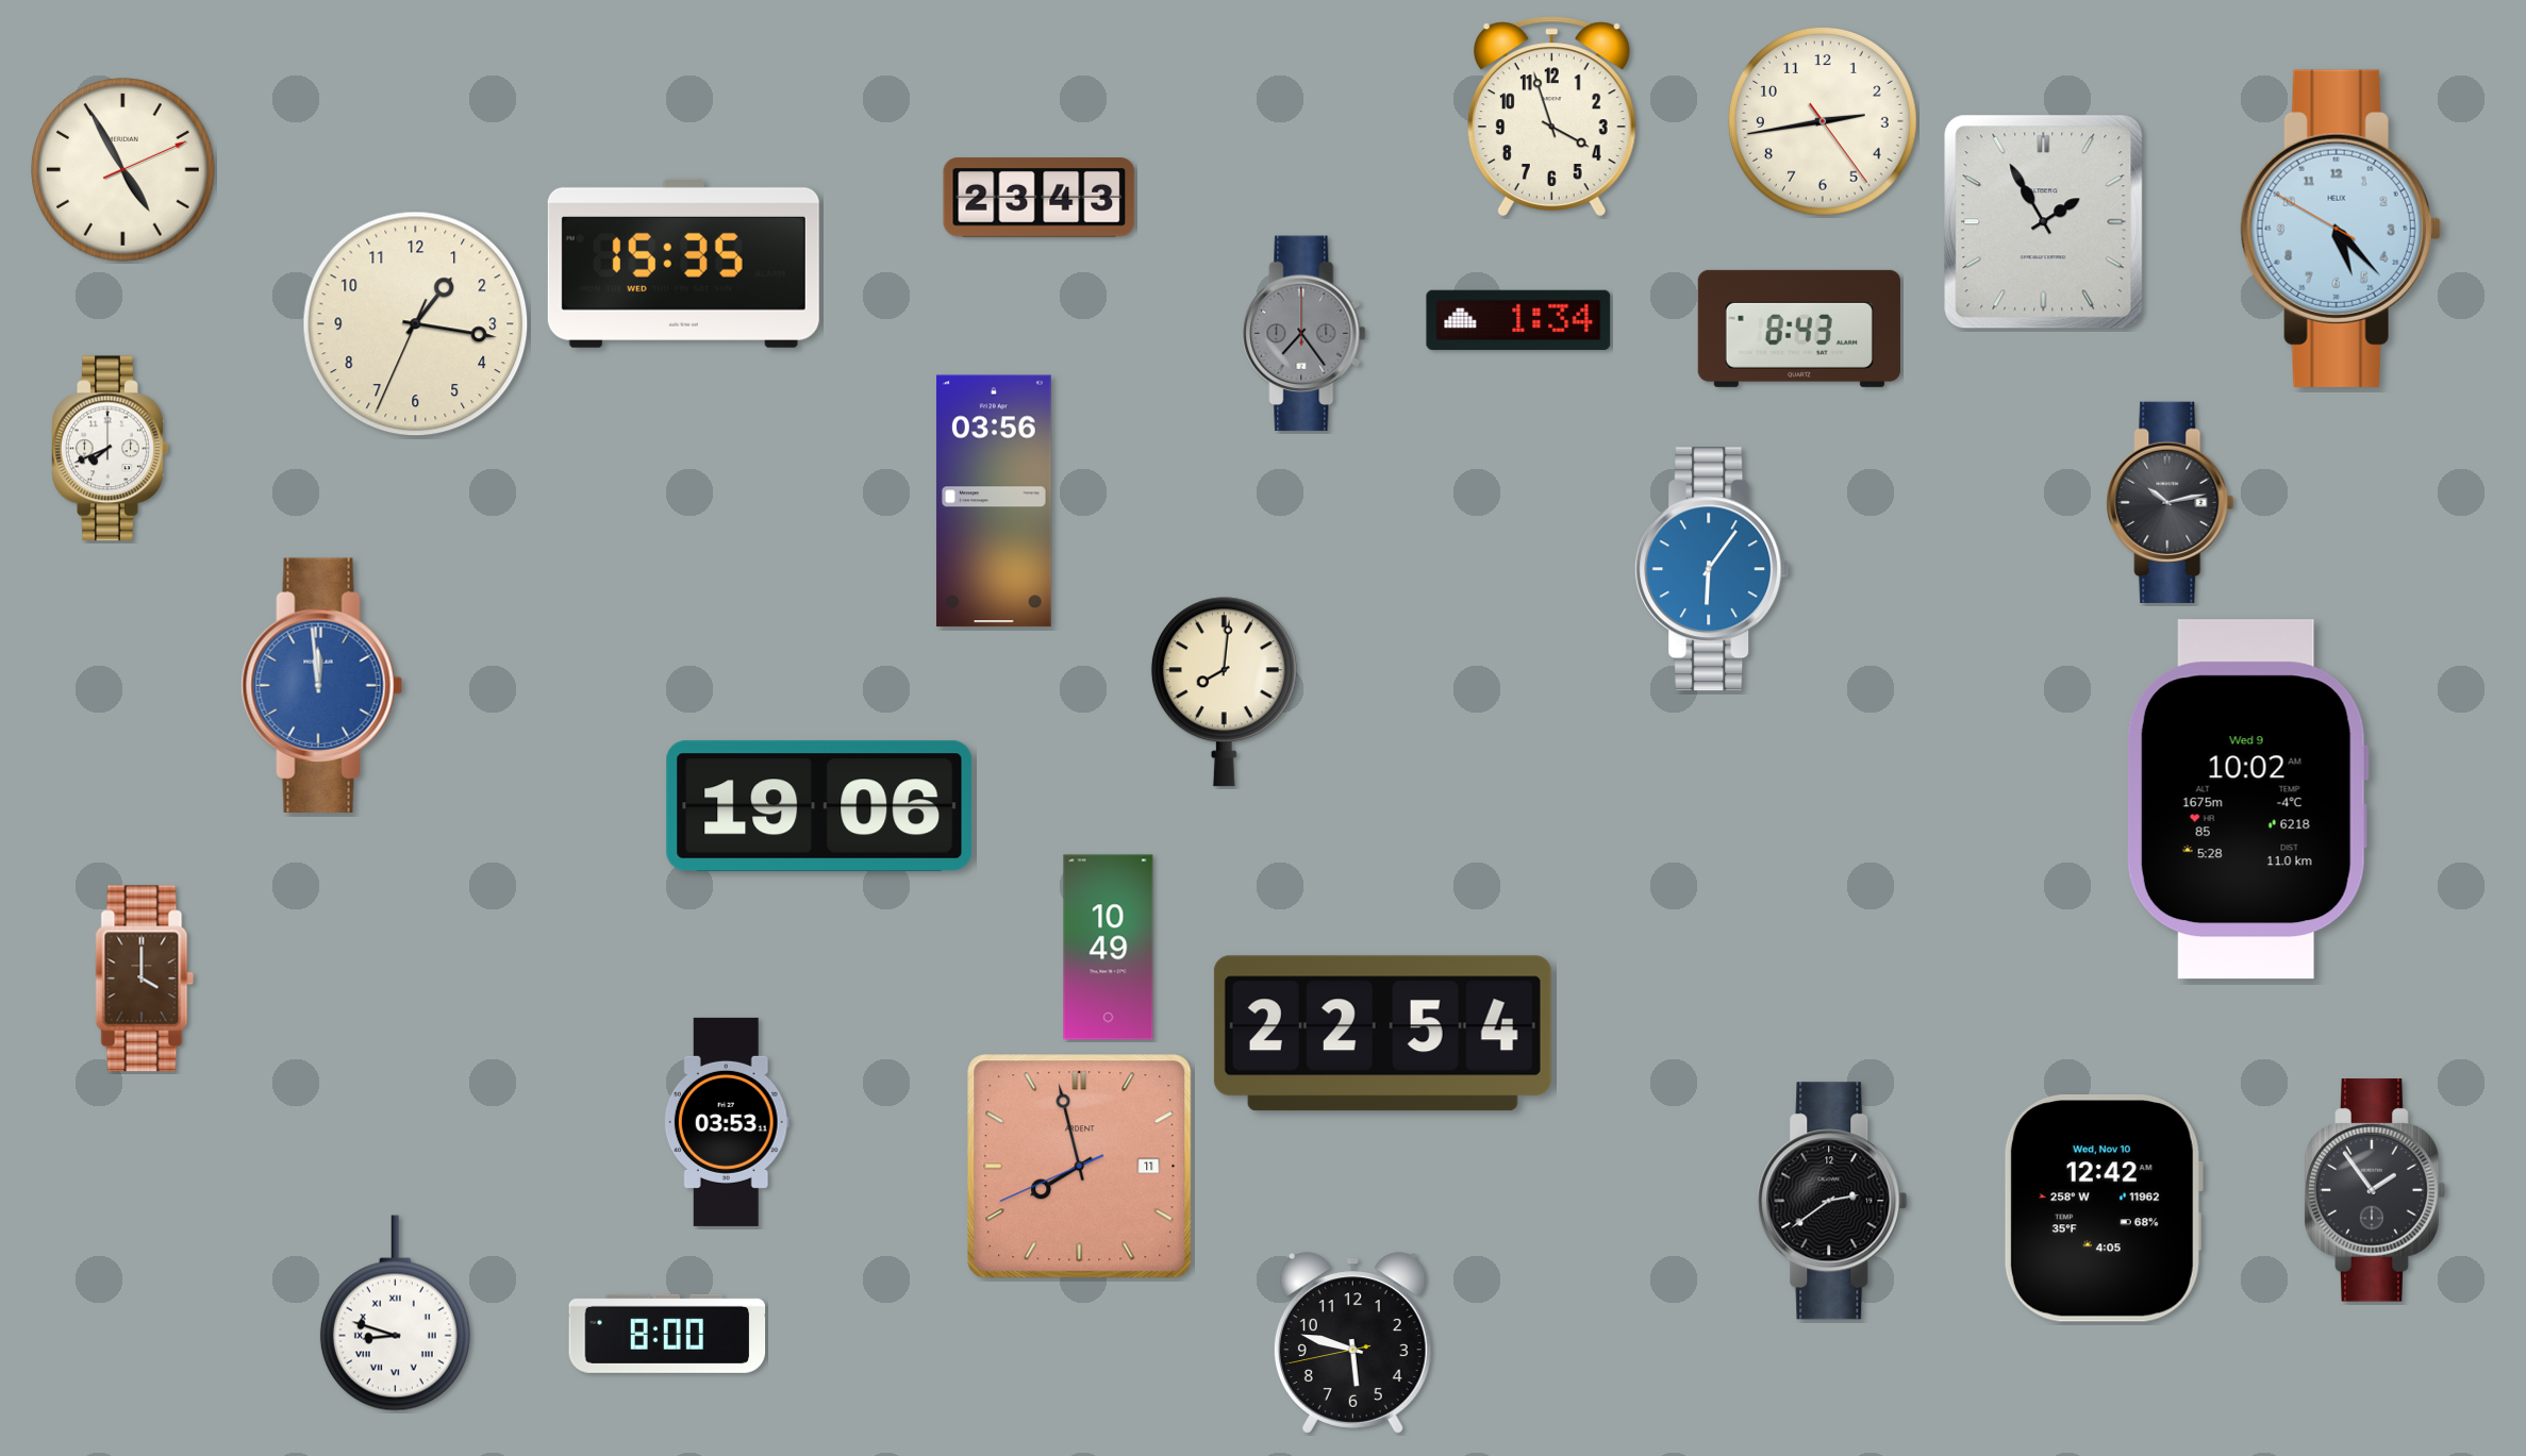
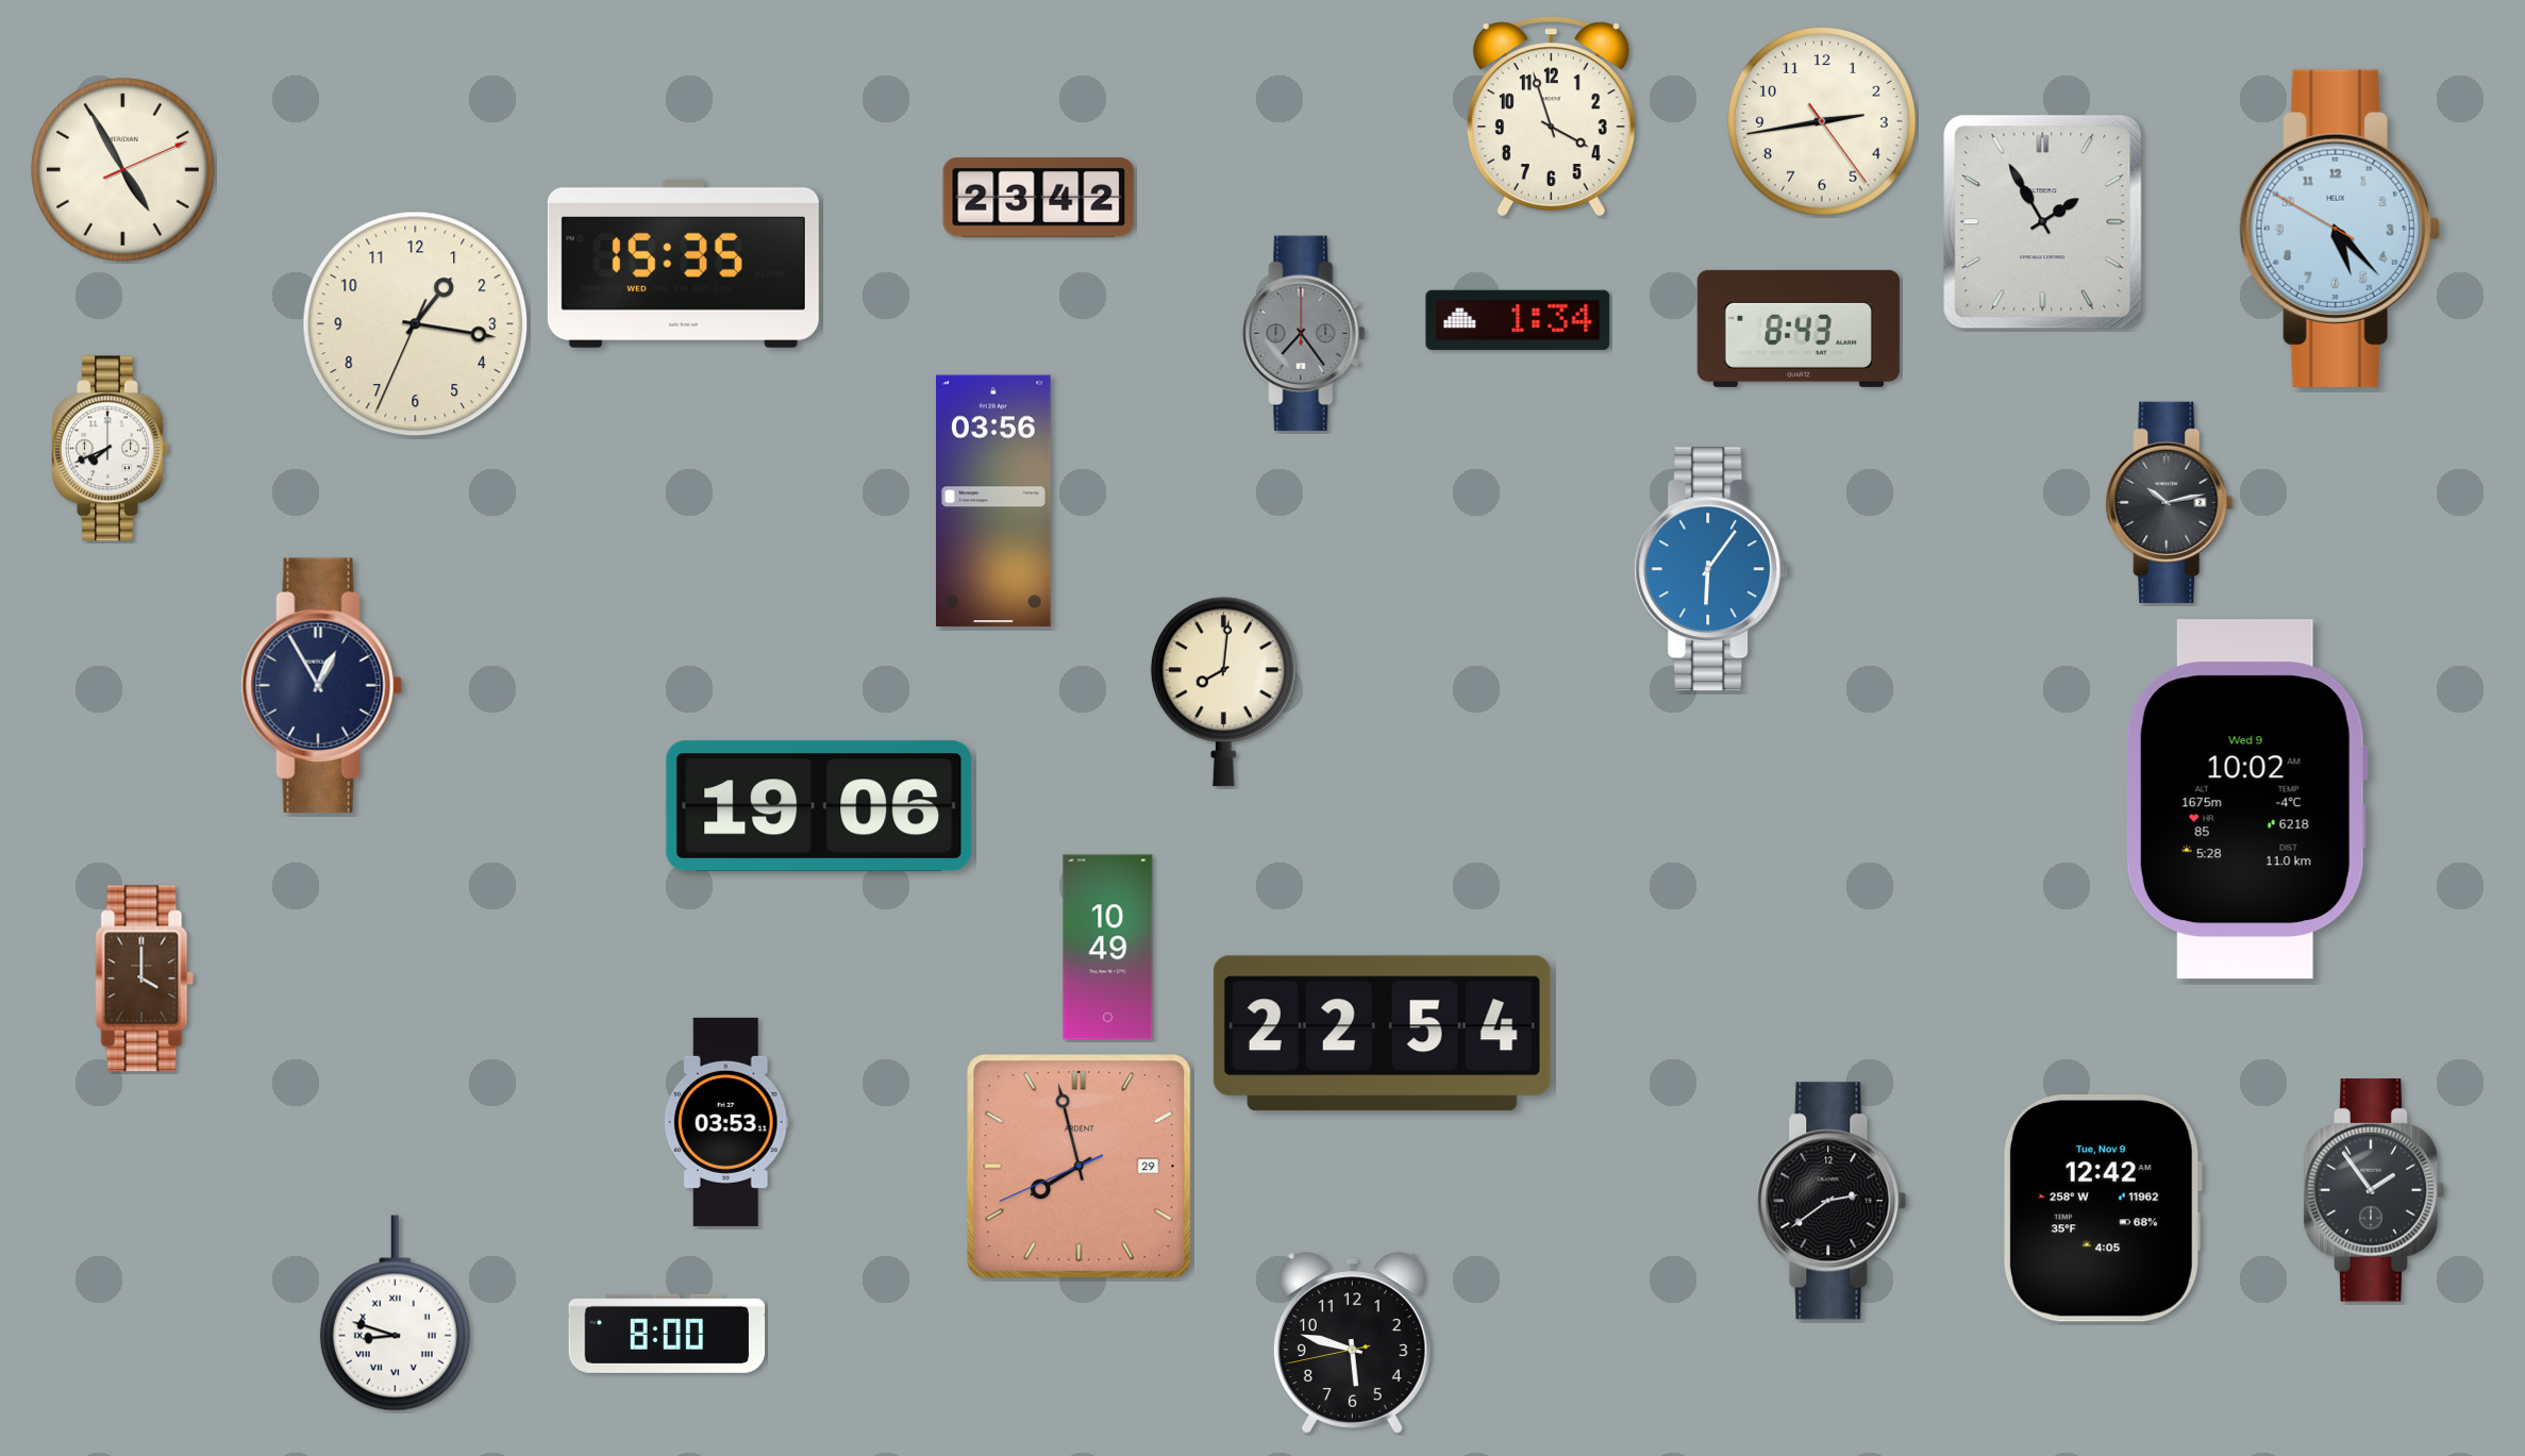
clock at (1040, 198): 23:43 -> 23:42
clock at (321, 685): 11:59 -> 12:55
clock at (321, 685) dial: blue -> navy
clock at (1080, 1167) date: 11 -> 29
clock at (2103, 1209) date: Wed, Nov 10 -> Tue, Nov 9
